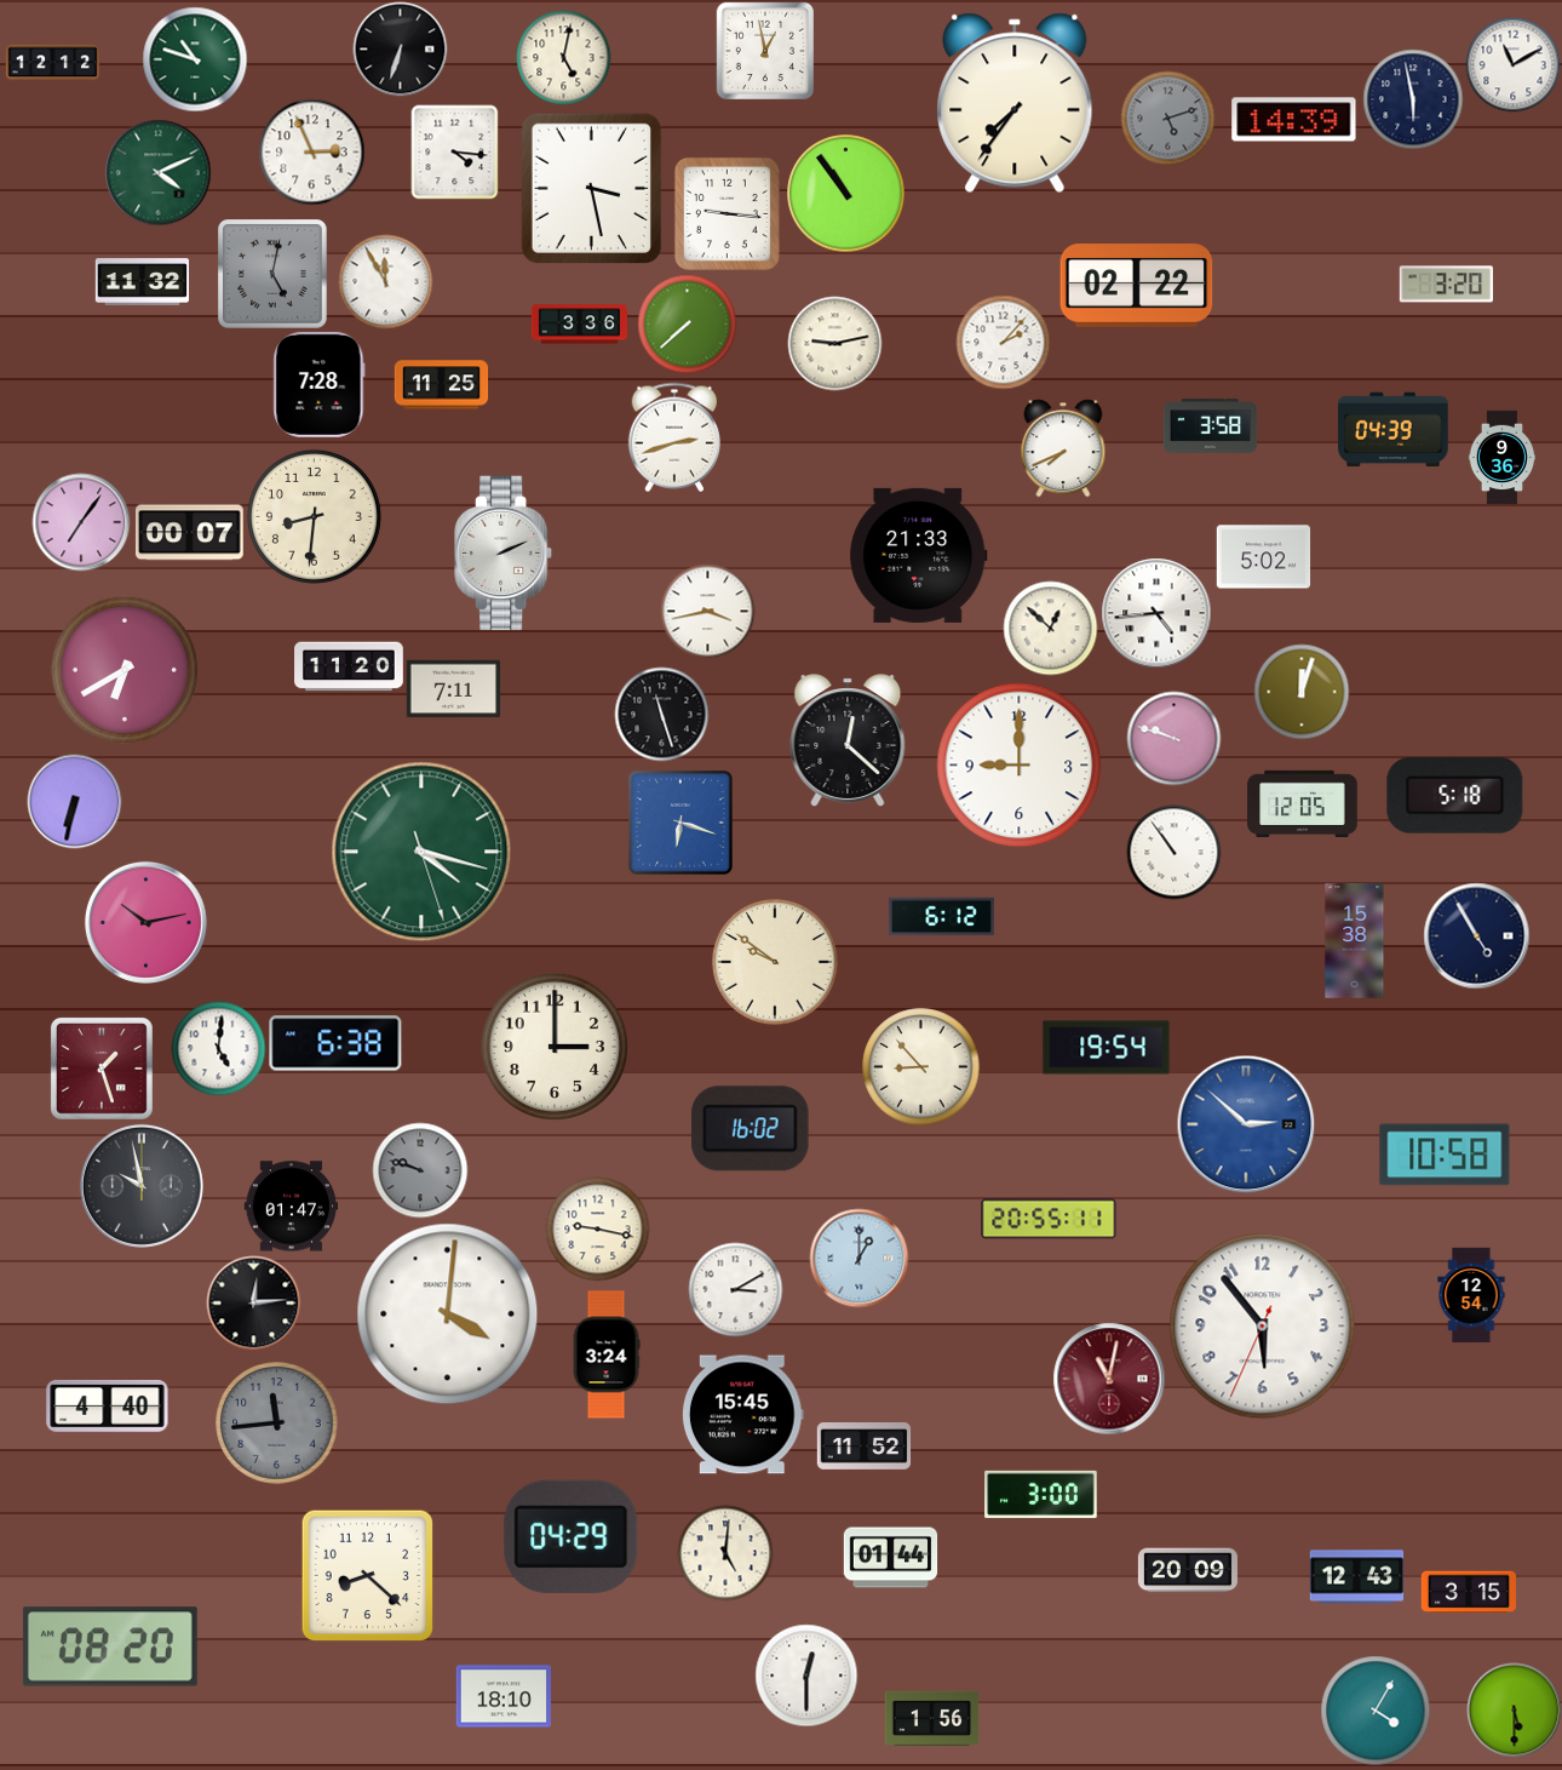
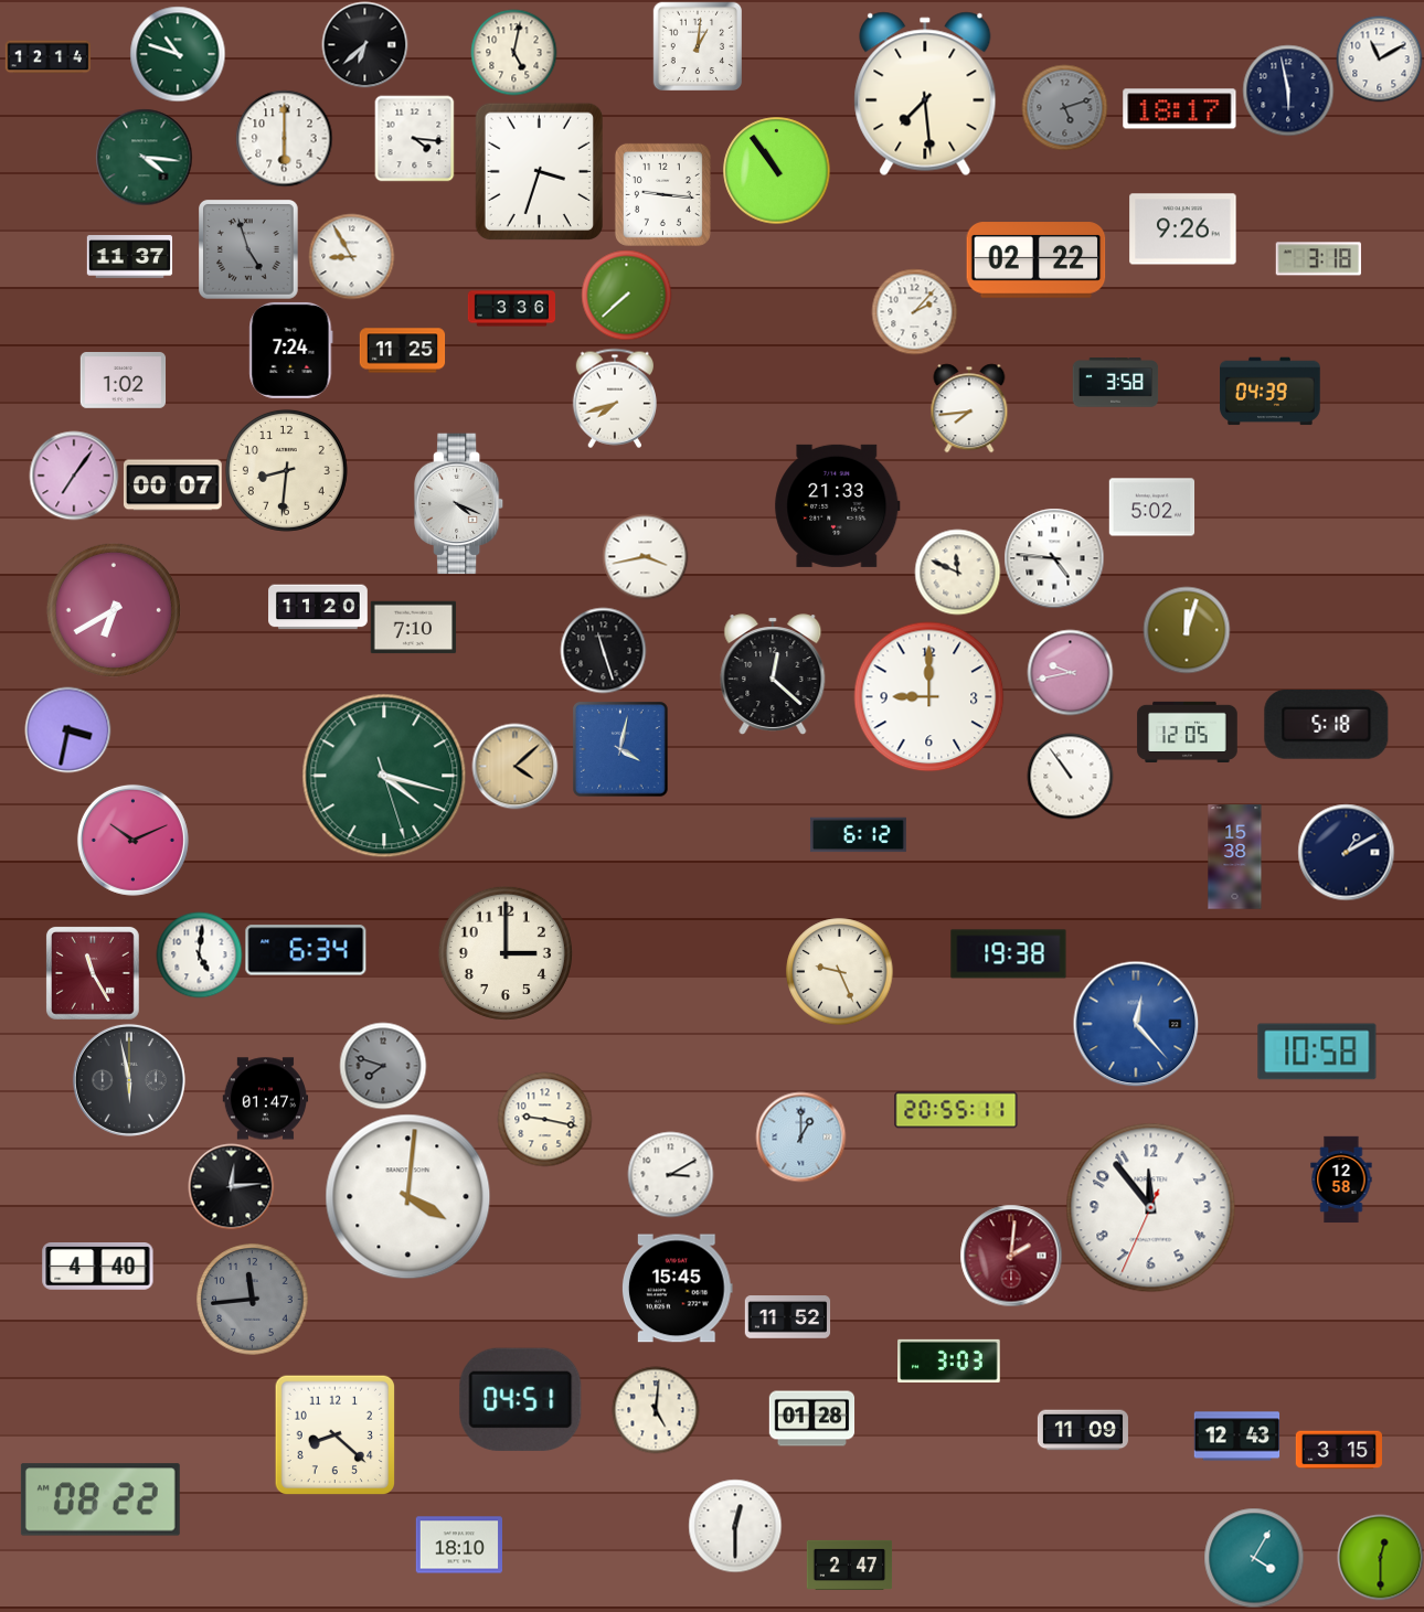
clock at (400, 48): 6:33 -> 6:38
clock at (764, 50): 12:58 -> 1:01
clock at (52, 63): 12:12 -> 12:14
clock at (1015, 103): 7:36 -> 7:29
clock at (1294, 120): 14:39 -> 18:17
clock at (311, 151): 2:56 -> 6:00
clock at (157, 172): 4:11 -> 4:16
clock at (591, 188): 3:28 -> 3:33
clock at (846, 194) position: (846, 194) -> (777, 171)
clock at (1183, 229): none -> 9:26
clock at (274, 275): 5:02 -> 4:57
clock at (385, 281): 11:55 -> 8:55
clock at (142, 282): 11:32 -> 11:37
clock at (1446, 285): 3:20 -> 3:18
clock at (579, 325) position: (579, 325) -> (511, 309)
clock at (834, 343): 9:13 -> none
clock at (320, 384): 7:28 -> 7:24
clock at (123, 381): none -> 1:02
clock at (1210, 426) position: (1210, 426) -> (1115, 383)
clock at (673, 437): 2:42 -> 7:42
clock at (1063, 448): 7:41 -> 7:44
clock at (1501, 457): 9:36 -> none
clock at (505, 554): 2:11 -> 4:19
clock at (1156, 613): 4:44 -> 4:46
clock at (1050, 628): 12:52 -> 11:49
clock at (453, 689): 7:11 -> 7:10
clock at (1173, 738): 9:48 -> 9:43
clock at (74, 801): 6:32 -> 3:32
clock at (680, 823): 6:18 -> 4:02
clock at (514, 766): none -> 4:08
clock at (145, 922): 10:13 -> 10:11
clock at (1476, 935): 4:55 -> 1:10
clock at (775, 962): 9:51 -> none
clock at (335, 1043): 6:38 -> 6:34
clock at (1107, 1048): 19:54 -> 19:38
clock at (921, 1067): 8:53 -> 9:26
clock at (102, 1069): 1:27 -> 11:25
clock at (1246, 1124): 2:52 -> 12:23
clock at (751, 1129): 16:02 -> none
clock at (420, 1170): 9:48 -> 7:48
clock at (142, 1186): 9:58 -> 5:58
clock at (858, 1258) position: (858, 1258) -> (800, 1136)
clock at (1471, 1295): 12:54 -> 12:58
clock at (1263, 1327): 5:53 -> 11:53
clock at (607, 1354): 3:24 -> none
clock at (1109, 1379): 11:02 -> 2:01
clock at (108, 1407) position: (108, 1407) -> (98, 1267)
clock at (277, 1424) position: (277, 1424) -> (253, 1300)
clock at (1041, 1494): 3:00 -> 3:03
clock at (572, 1536): 04:29 -> 04:51
clock at (725, 1553) position: (725, 1553) -> (656, 1410)
clock at (890, 1558): 01:44 -> 01:28
clock at (1188, 1570): 20:09 -> 11:09
clock at (110, 1646): 08:20 -> 08:22
clock at (1514, 1709): 5:30 -> 12:30
clock at (931, 1718): 1:56 -> 2:47
